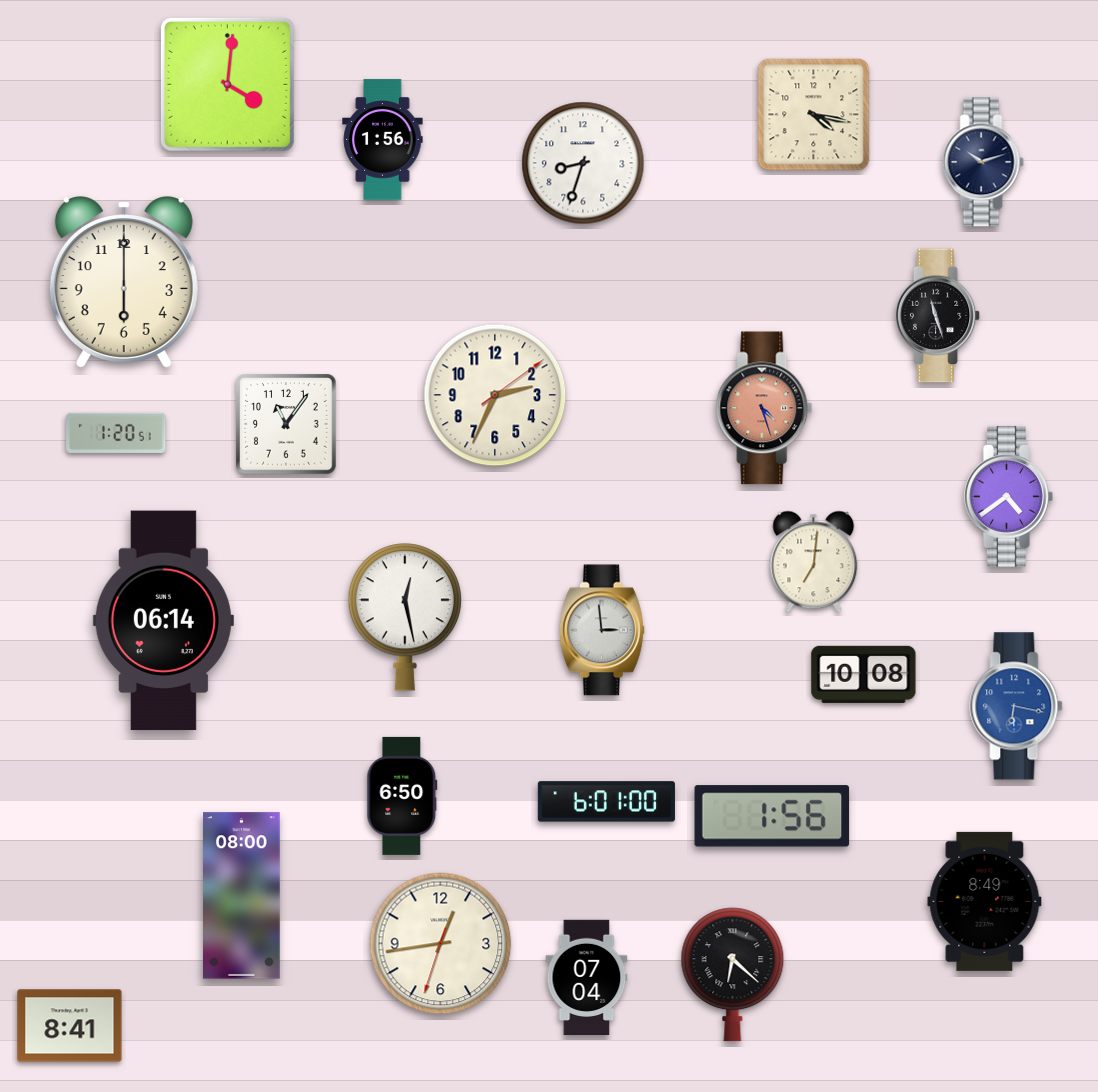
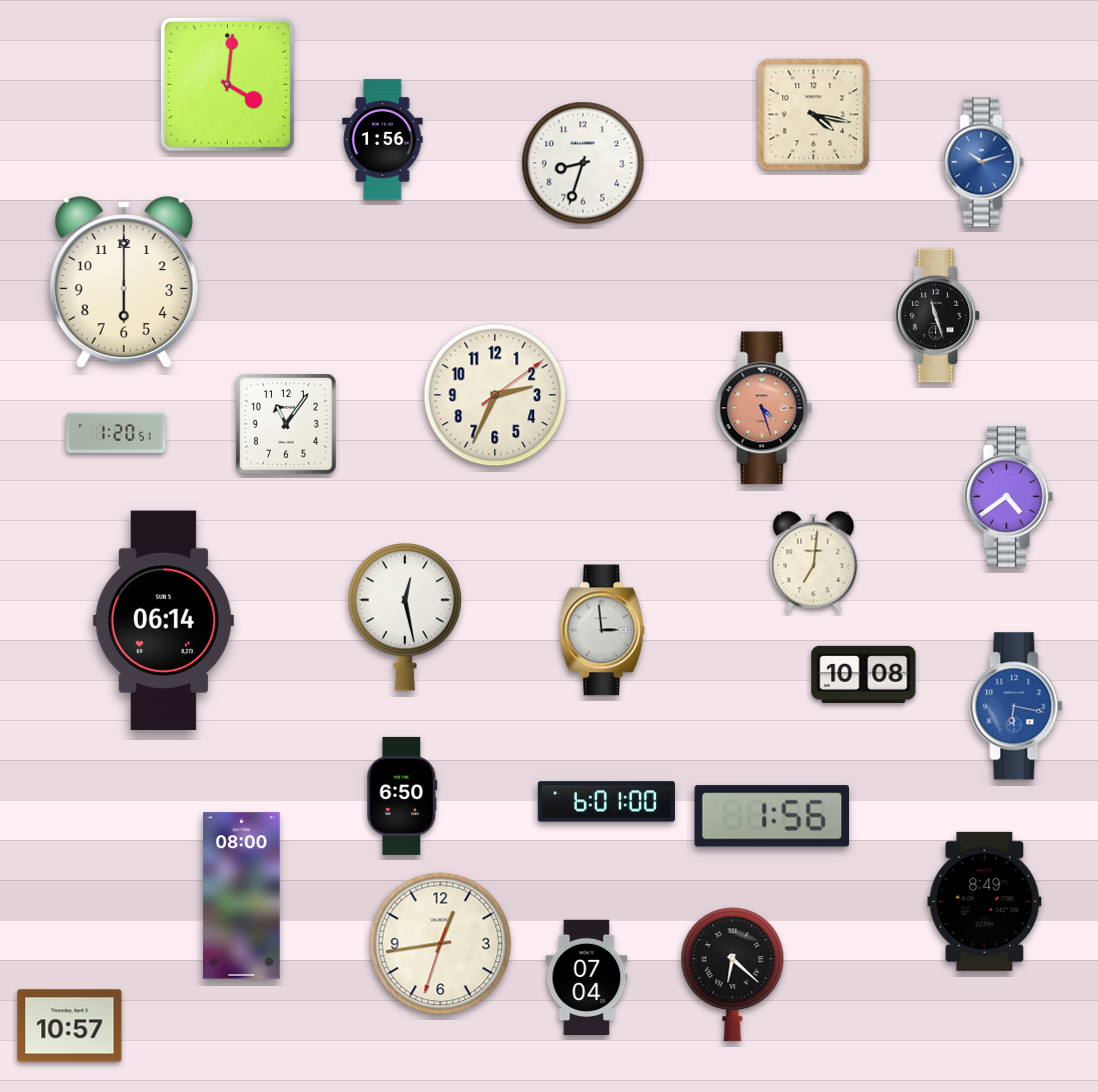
clock at (983, 162) dial: navy -> blue
clock at (70, 1026): 8:41 -> 10:57
